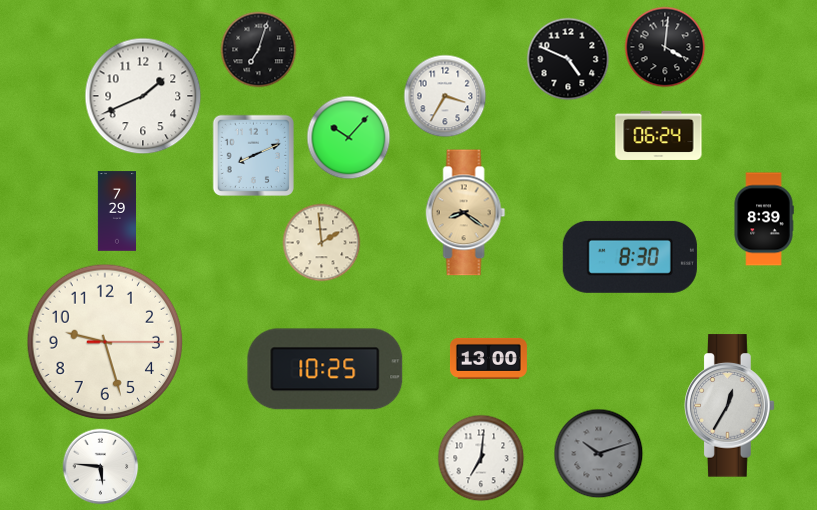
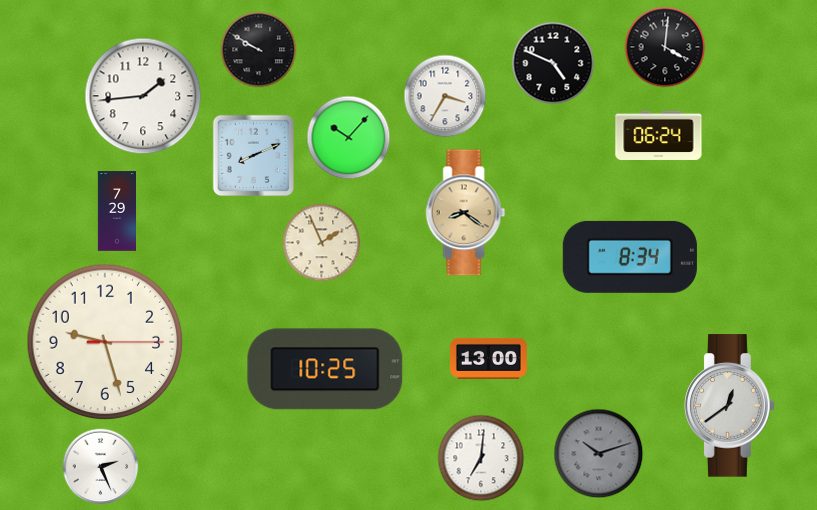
clock at (259, 50): 7:03 -> 9:50
clock at (568, 59) position: (568, 59) -> (553, 63)
clock at (143, 96): 1:41 -> 1:44
clock at (764, 219): 8:39 -> none
clock at (322, 243): 1:59 -> 1:56
clock at (630, 257): 8:30 -> 8:34
clock at (730, 406): 12:35 -> 12:39
clock at (101, 467): 5:46 -> 2:26
